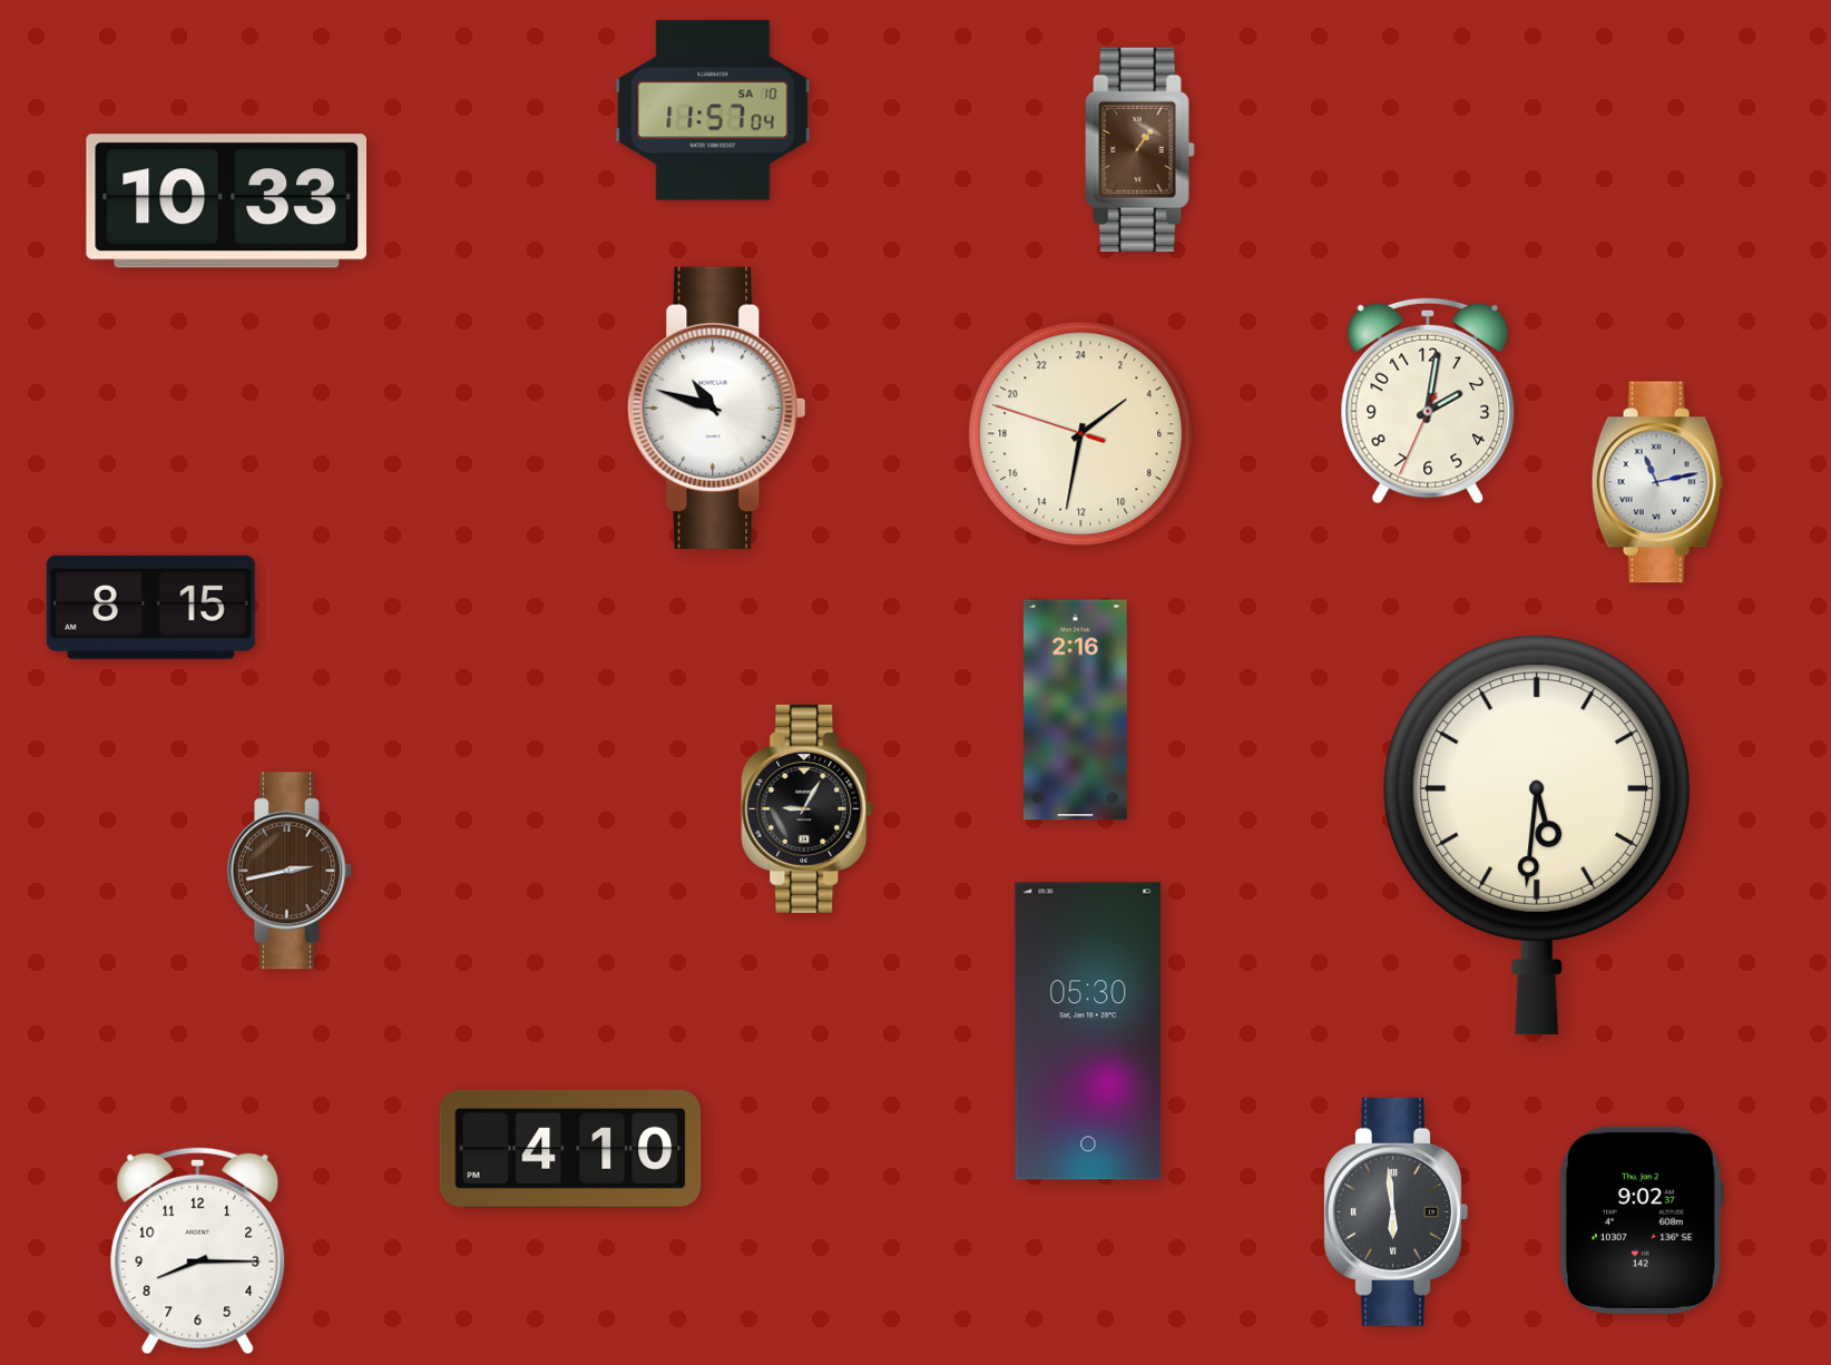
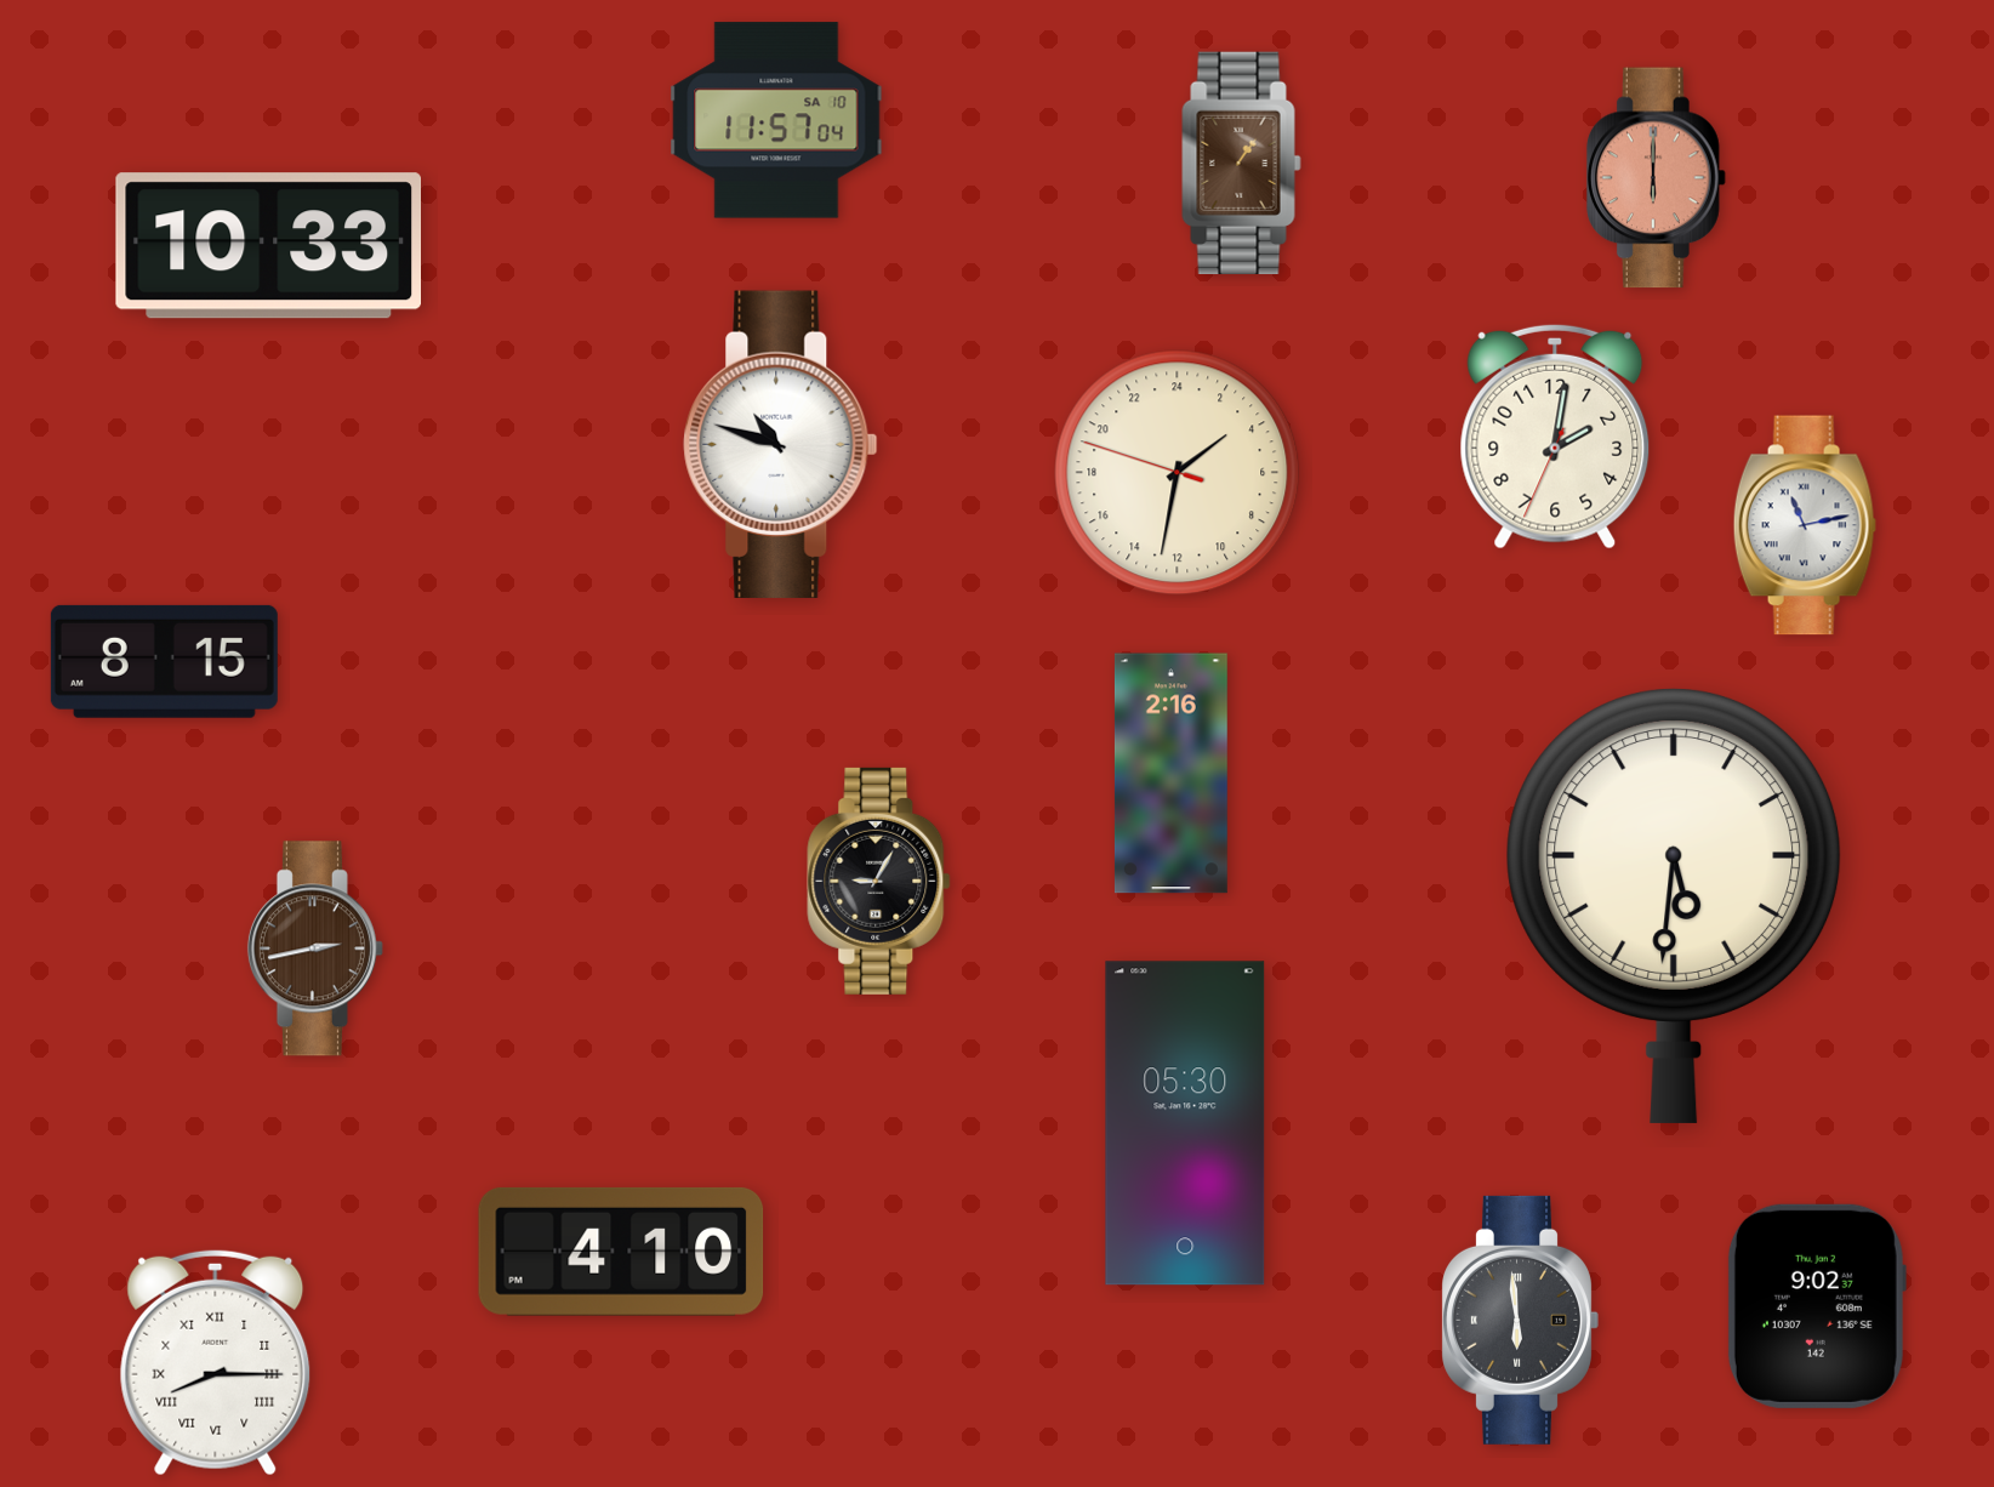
clock at (1656, 178): none -> 6:00
clock at (226, 202) position: (226, 202) -> (268, 246)
clock at (1537, 835) position: (1537, 835) -> (1674, 906)
clock at (1642, 1220) position: (1642, 1220) -> (1817, 1306)
clock at (198, 1250) numerals: Arabic -> Roman
